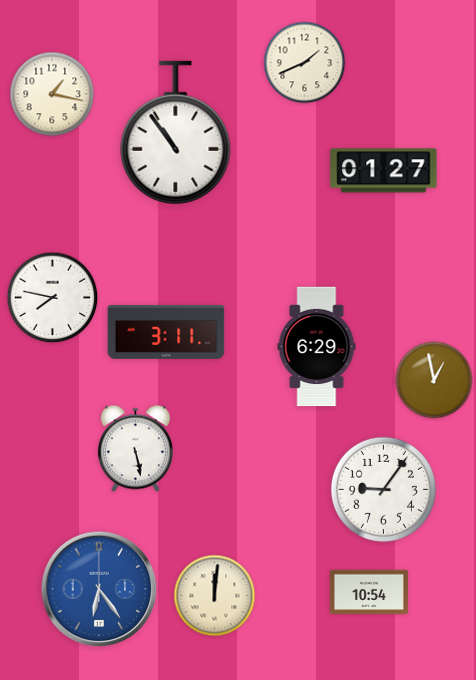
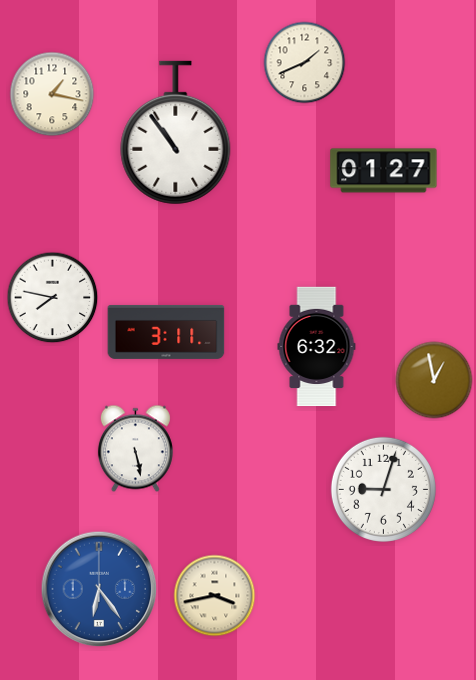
clock at (317, 347): 6:29 -> 6:32
clock at (383, 489): 9:06 -> 9:03
clock at (369, 592): 10:54 -> none
clock at (215, 596): 12:01 -> 3:43
